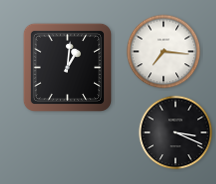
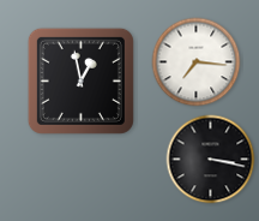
clock at (67, 67): 1:01 -> 12:58
clock at (176, 133): 3:19 -> 3:17
